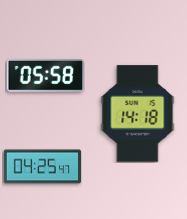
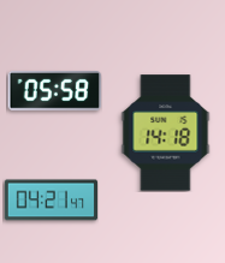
clock at (138, 114) position: (138, 114) -> (166, 133)
clock at (42, 167): 04:25 -> 04:21
